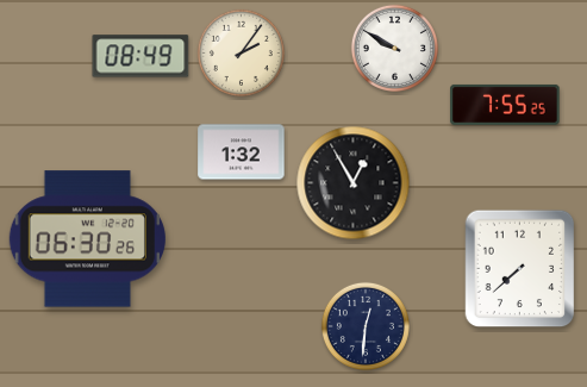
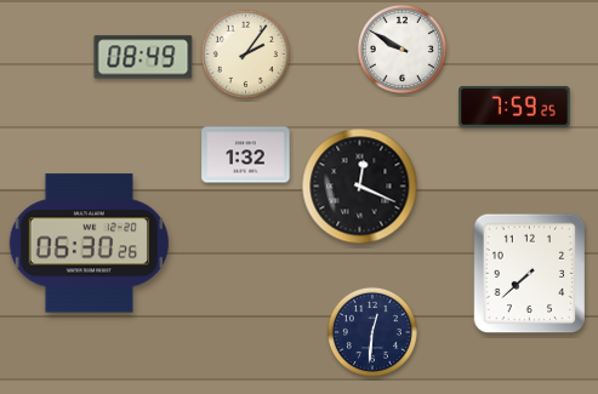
clock at (505, 105): 7:55 -> 7:59
clock at (354, 183): 12:55 -> 12:19
